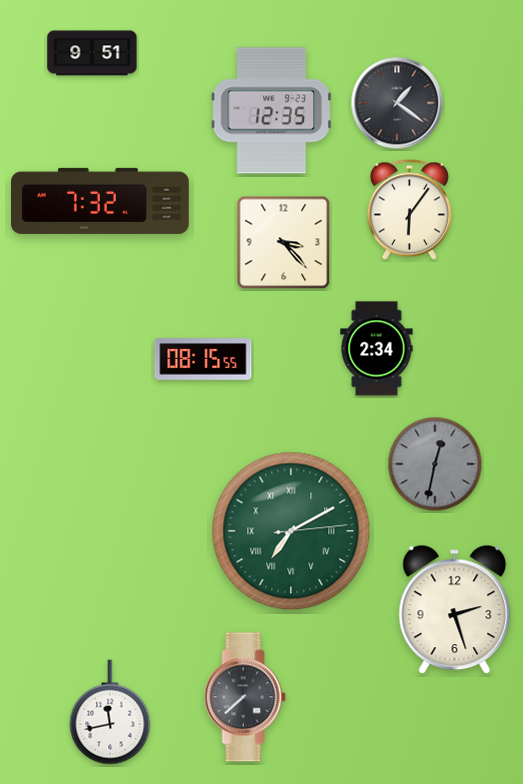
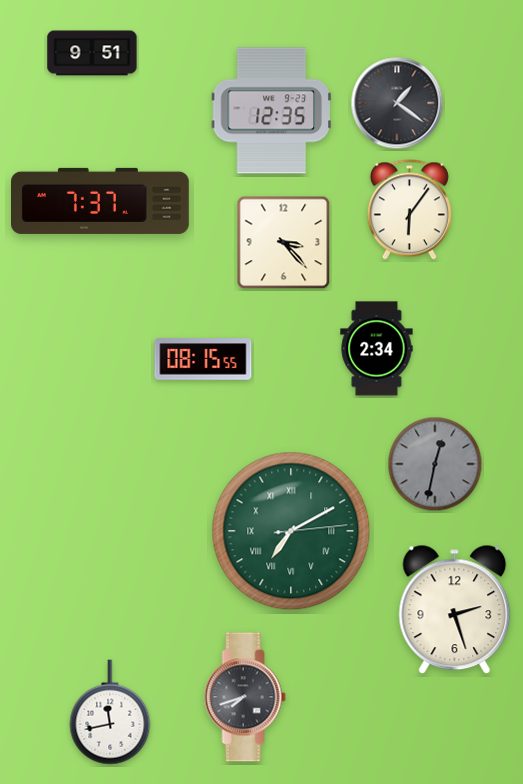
clock at (101, 201): 7:32 -> 7:37
clock at (245, 697): 7:38 -> 7:42
